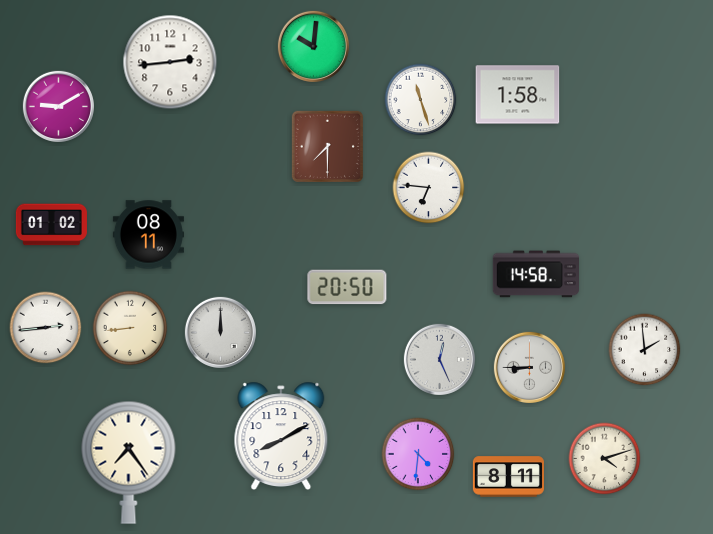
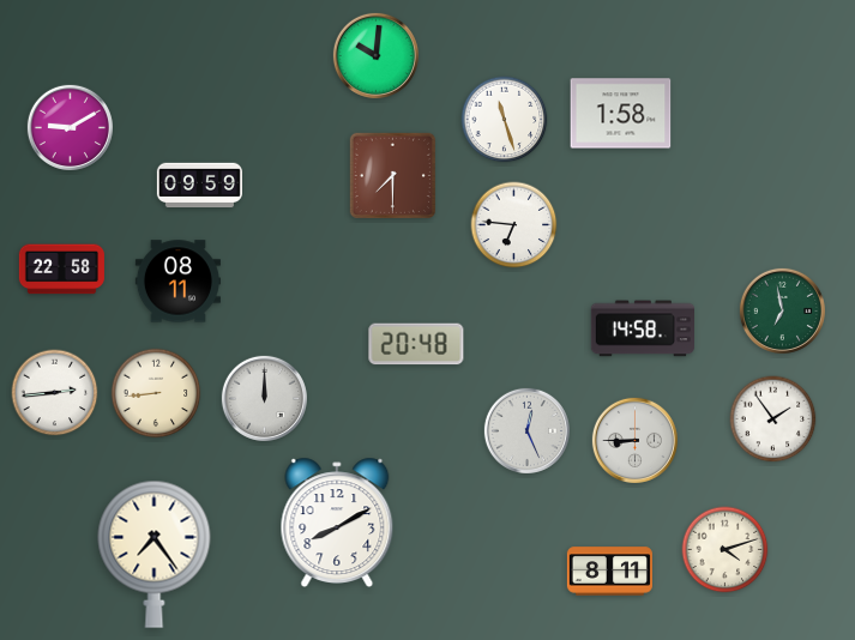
clock at (170, 62): 2:44 -> none
clock at (199, 186): none -> 09:59
clock at (51, 225): 01:02 -> 22:58
clock at (782, 310): none -> 6:58
clock at (347, 287): 20:50 -> 20:48
clock at (645, 350): 1:59 -> 1:54
clock at (418, 454): 4:31 -> none
